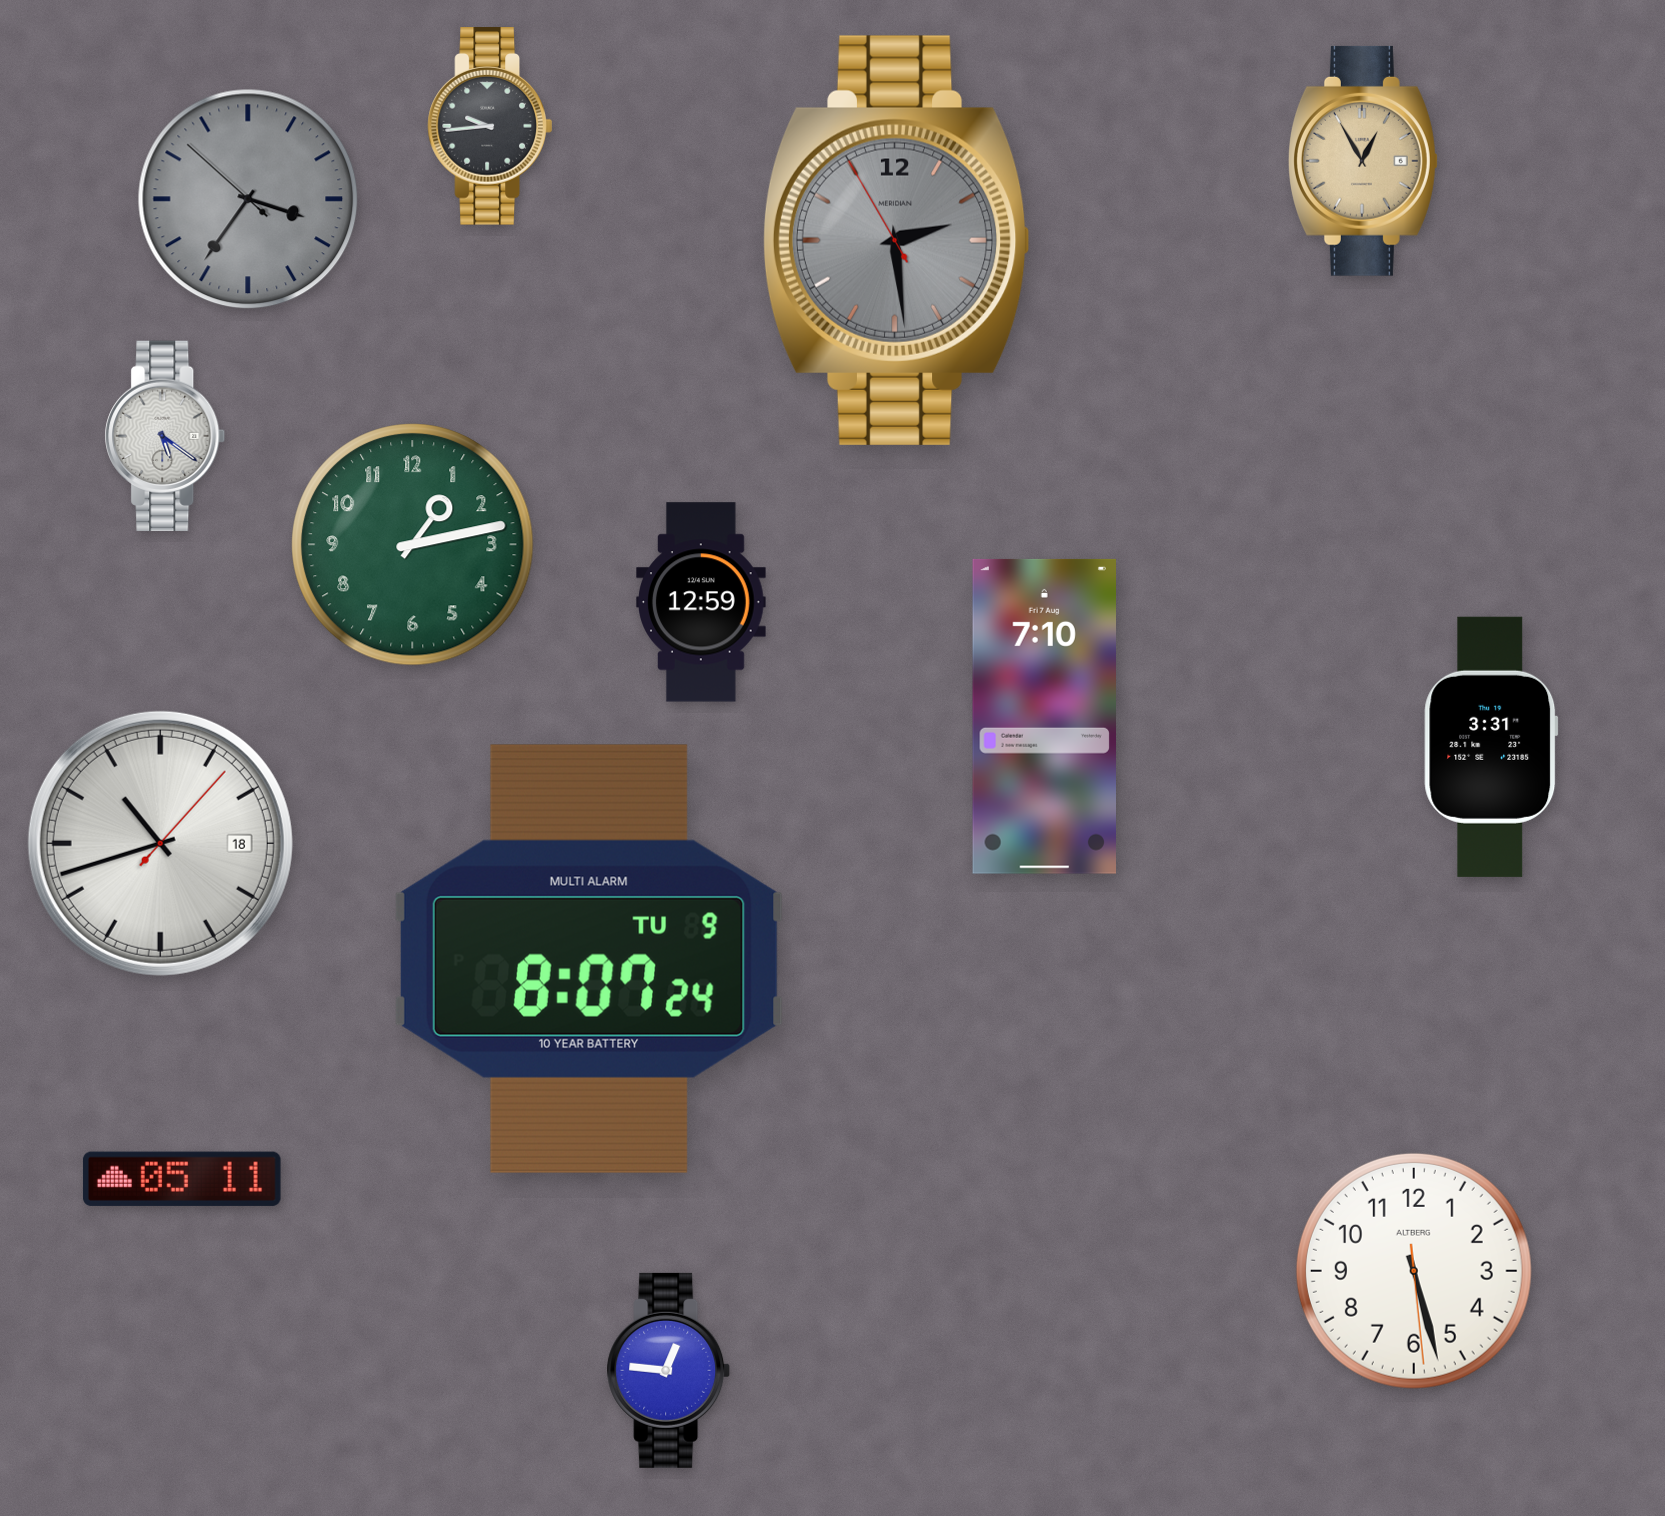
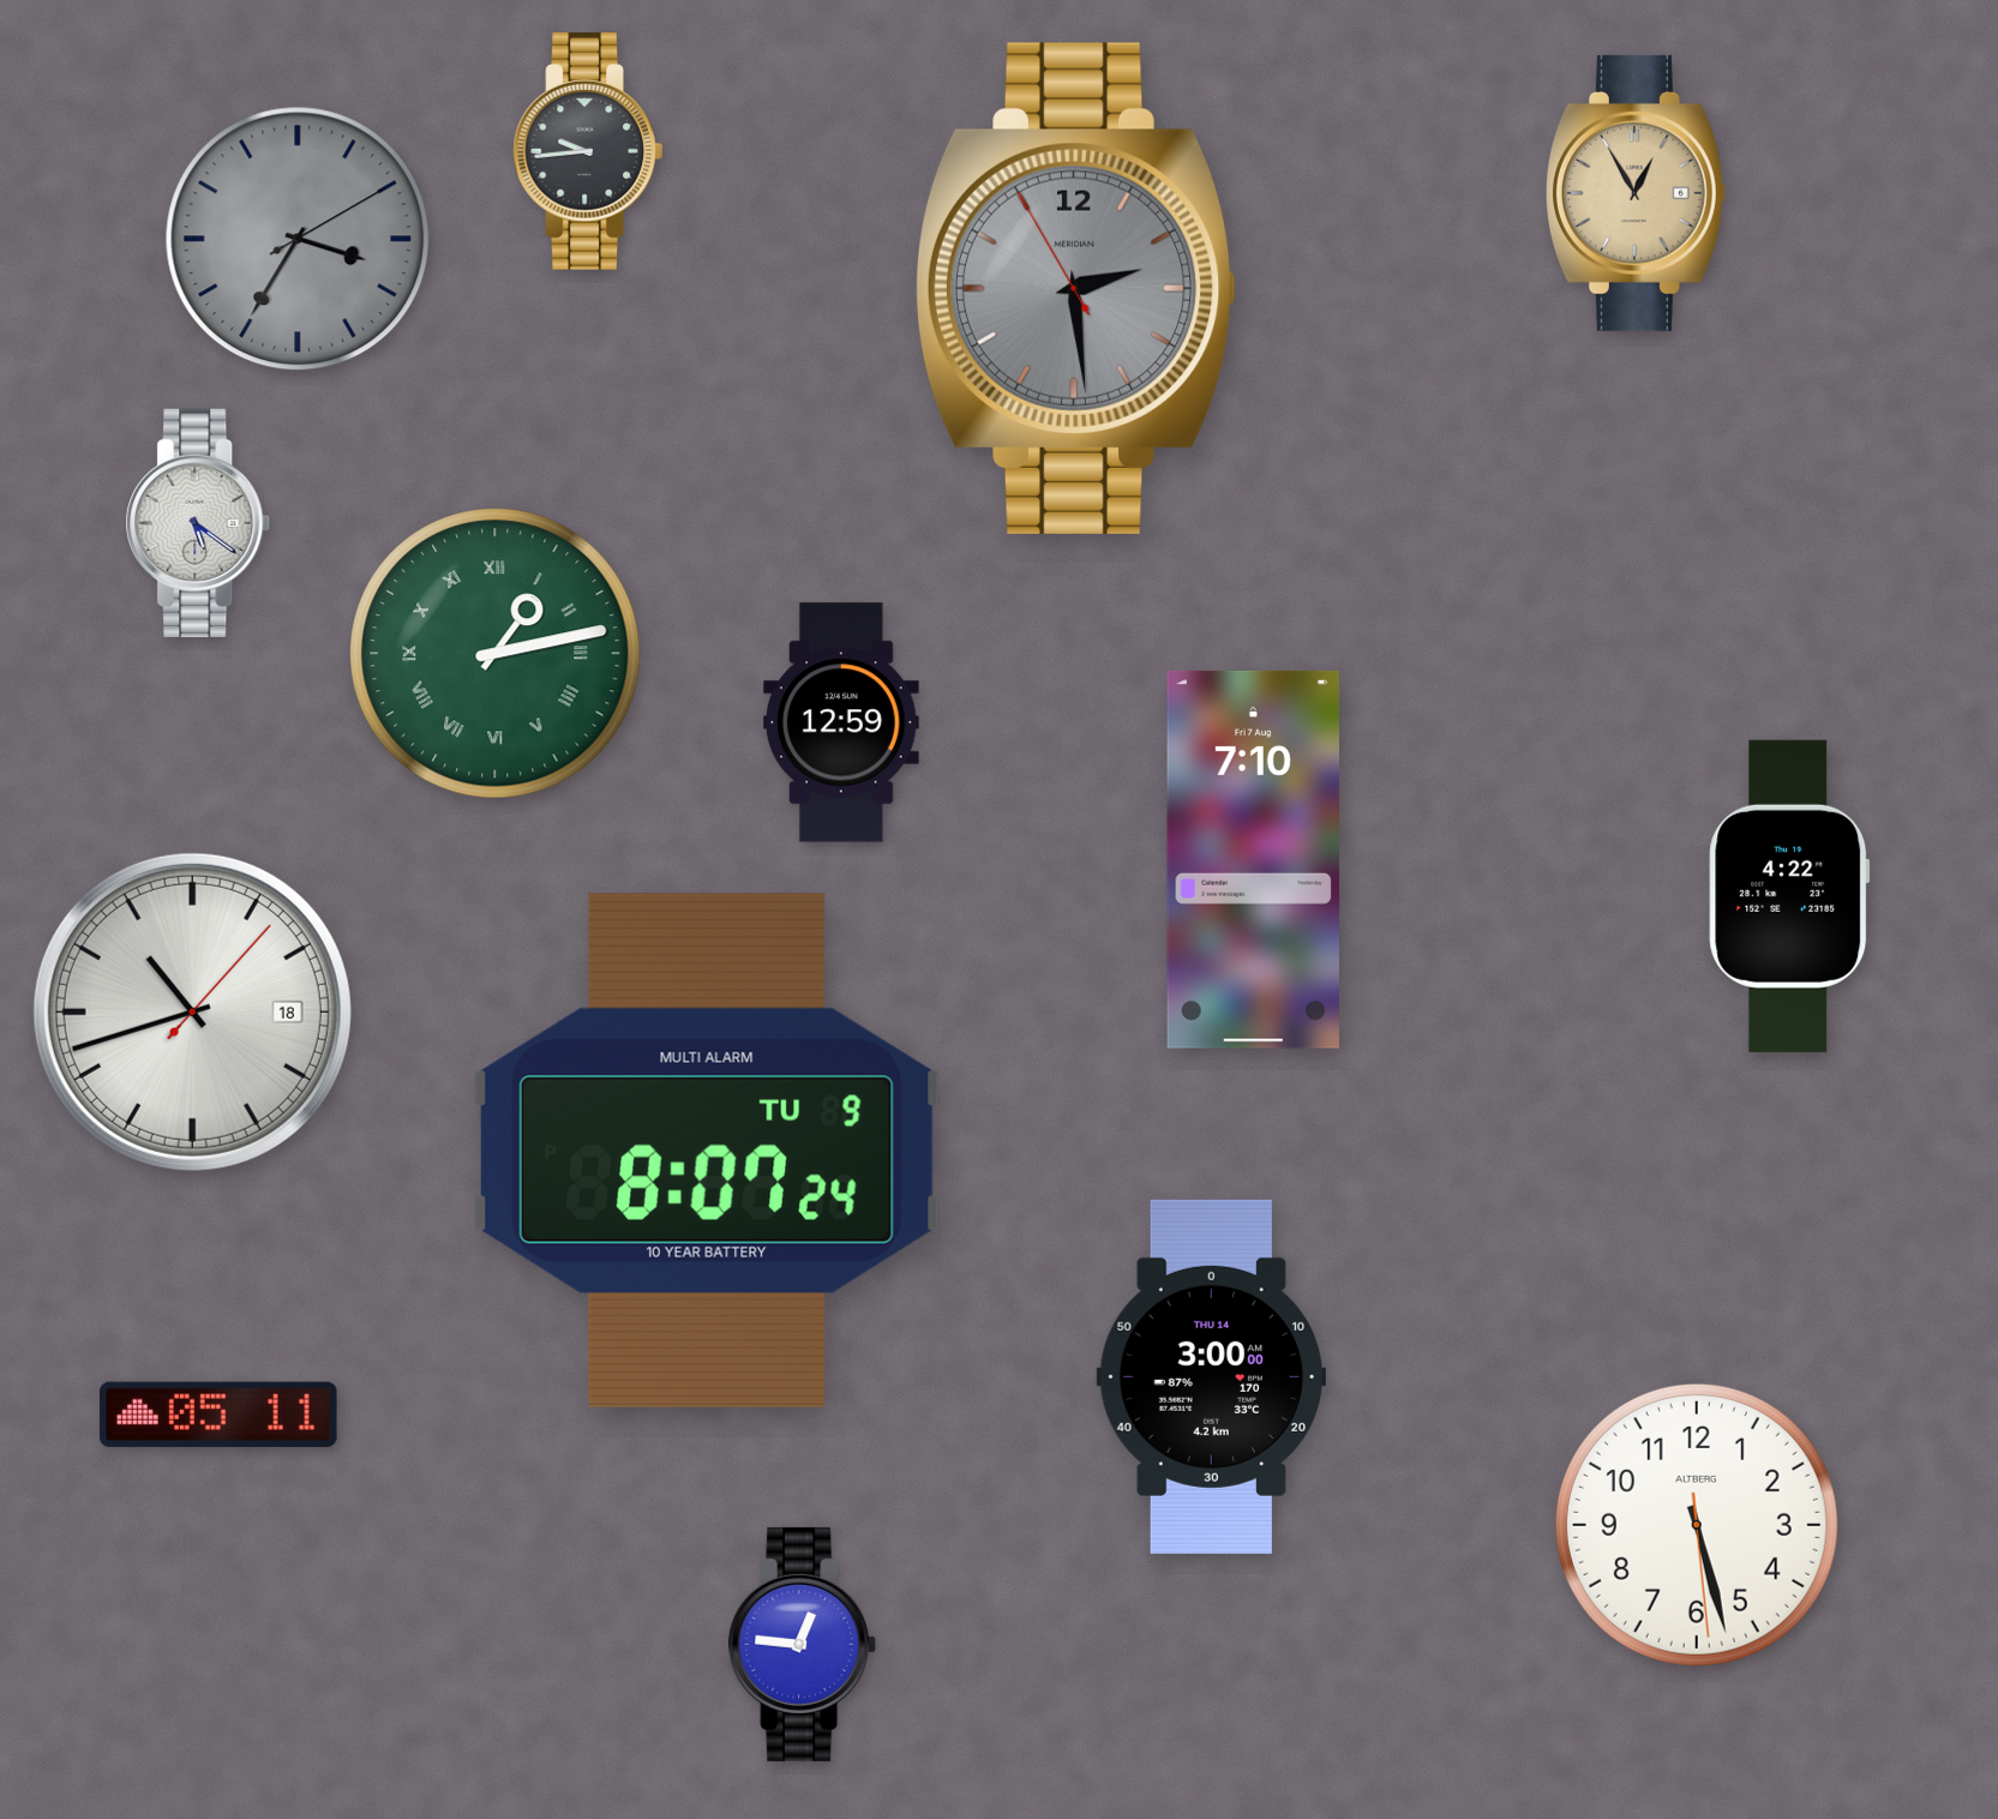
clock at (248, 199): 3:35:52 -> 3:35:10
clock at (413, 545) numerals: Arabic -> Roman
clock at (1491, 747): 3:31 -> 4:22
clock at (1211, 1376): none -> 3:00
